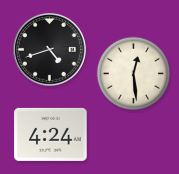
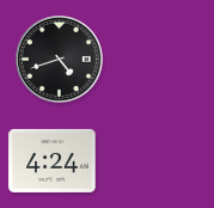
clock at (134, 74): 12:29 -> none
clock at (51, 134) position: (51, 134) -> (53, 160)
